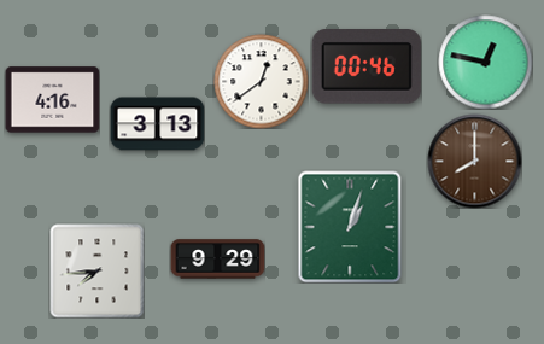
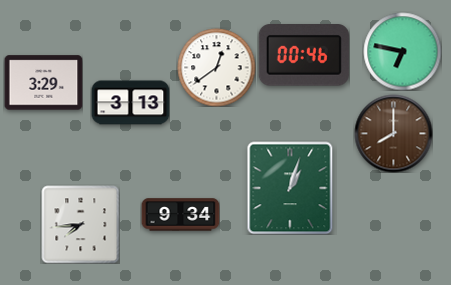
clock at (485, 62): 12:47 -> 6:47
clock at (52, 100): 4:16 -> 3:29
clock at (217, 260): 9:29 -> 9:34
